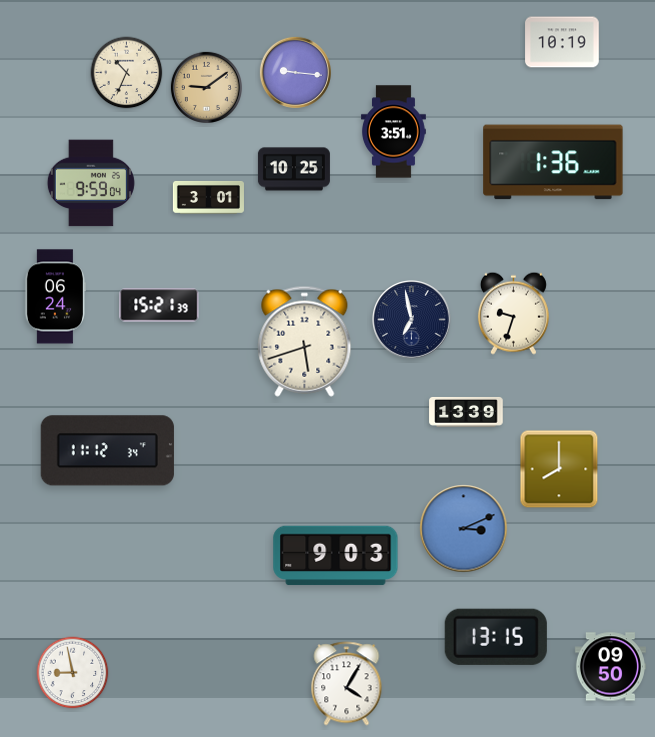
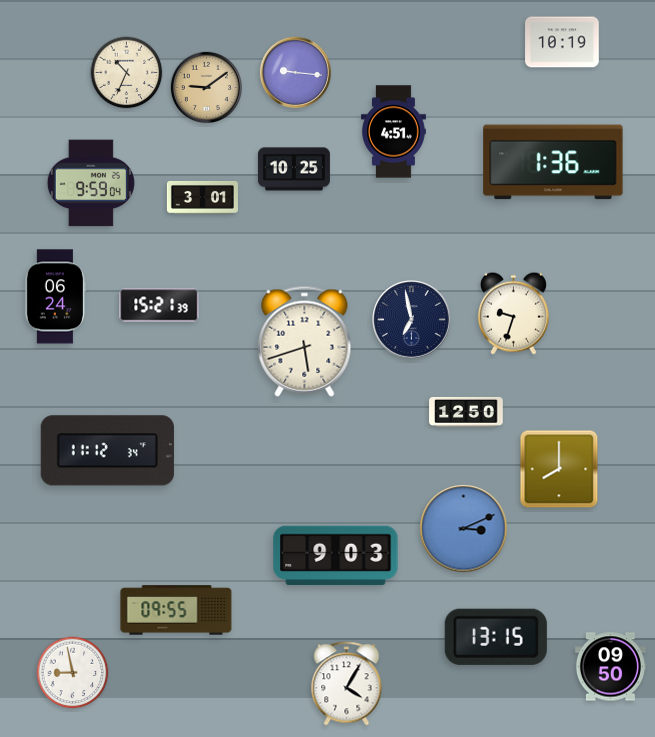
clock at (393, 132): 3:51 -> 4:51
clock at (208, 197) position: (208, 197) -> (202, 197)
clock at (466, 412): 13:39 -> 12:50
clock at (176, 610): none -> 09:55
